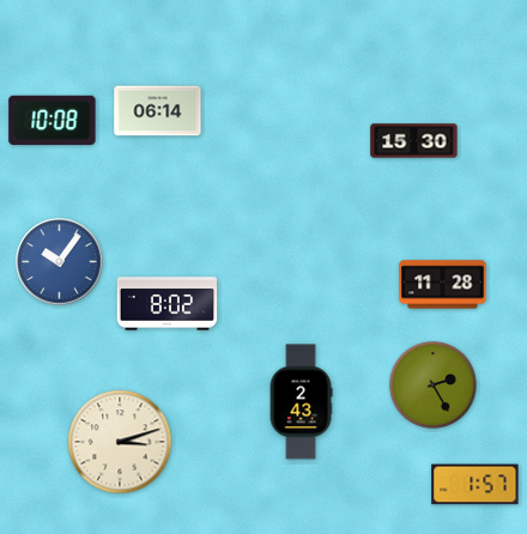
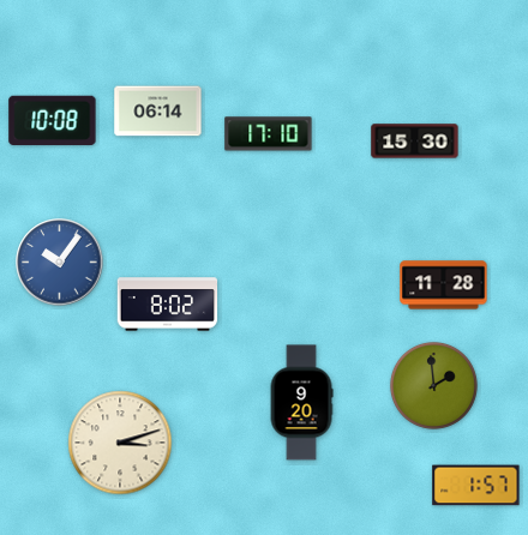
clock at (269, 134): none -> 17:10
clock at (432, 384): 2:25 -> 1:59
clock at (301, 402): 2:43 -> 9:20
